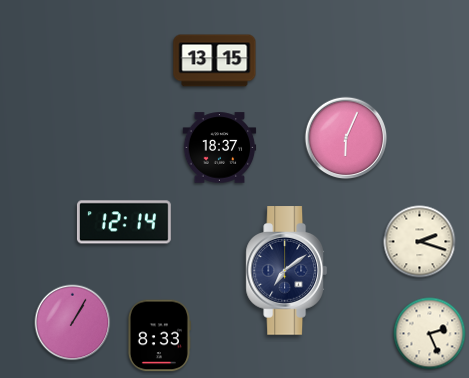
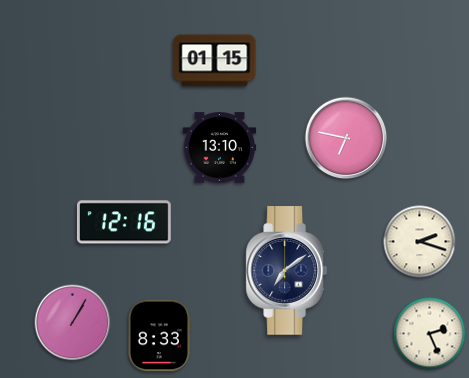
clock at (215, 61): 13:15 -> 01:15
clock at (346, 138): 6:04 -> 6:47
clock at (220, 148): 18:37 -> 13:10
clock at (124, 222): 12:14 -> 12:16
